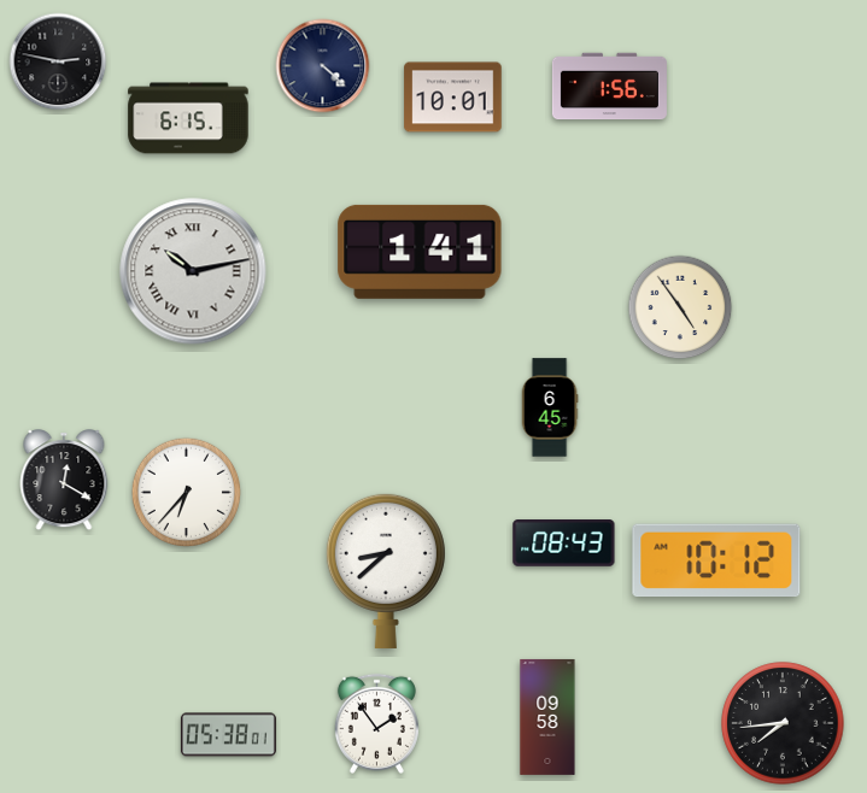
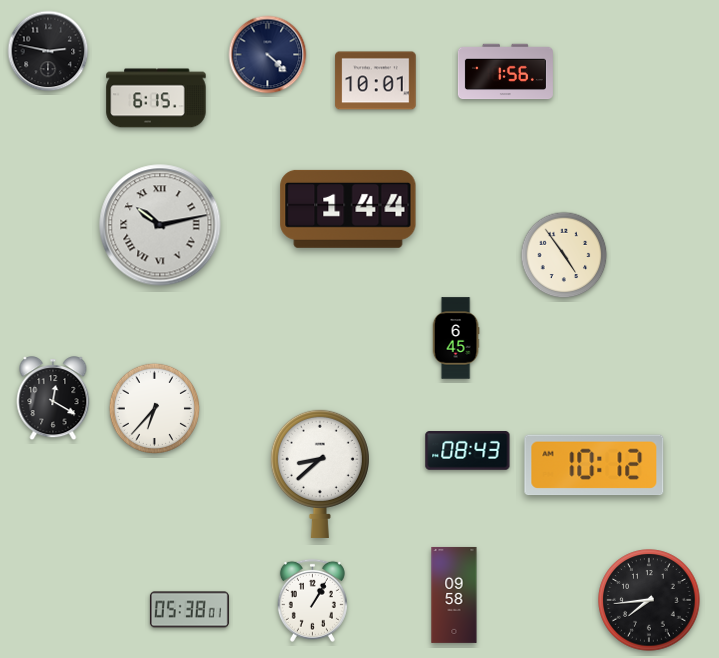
clock at (420, 252): 1:41 -> 1:44
clock at (376, 723): 1:54 -> 1:05
